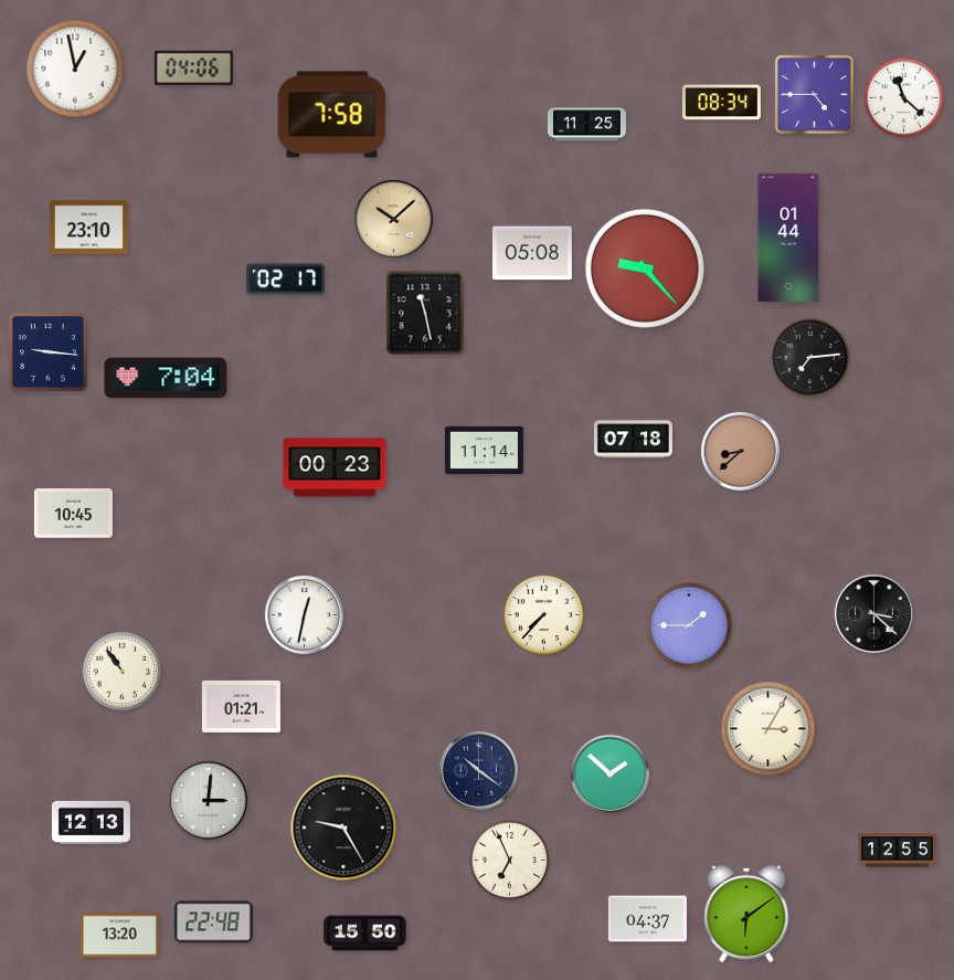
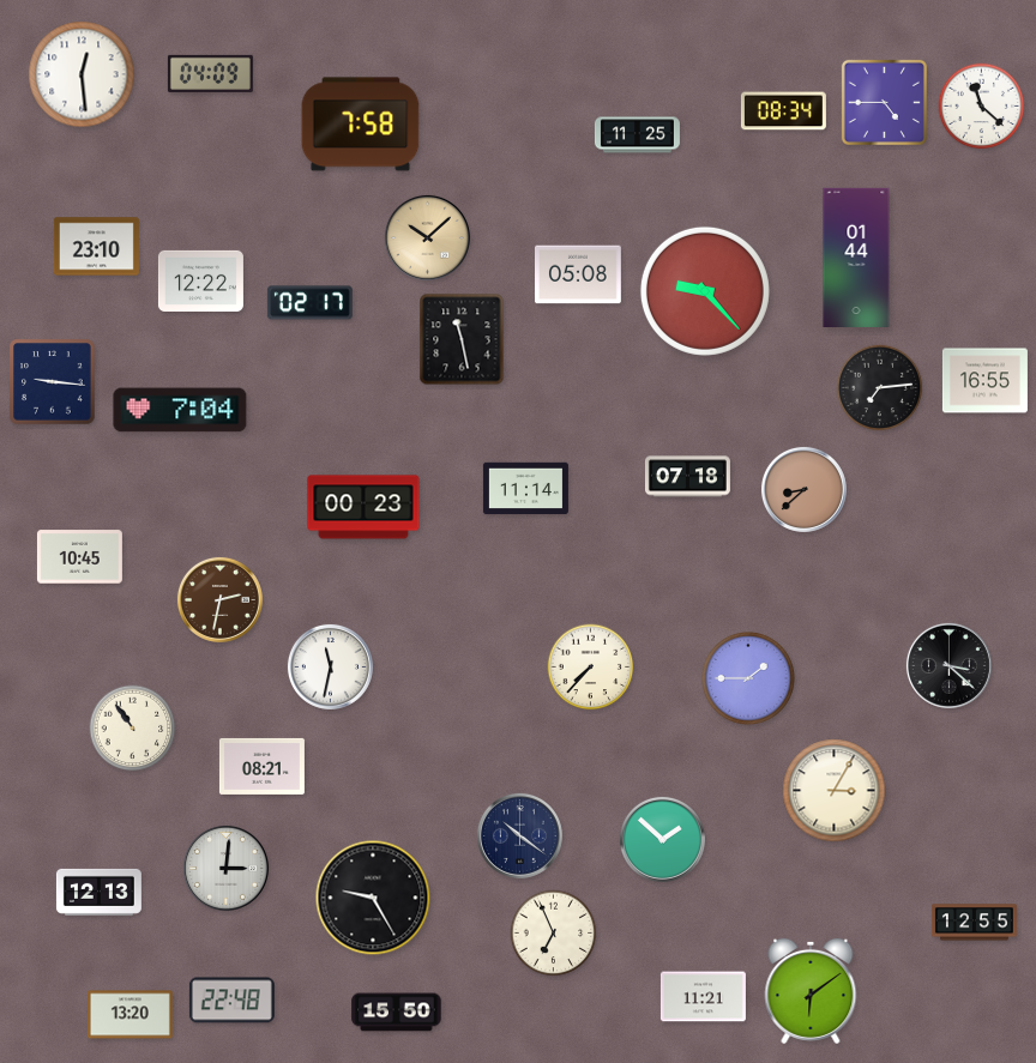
clock at (193, 67): 04:06 -> 04:09
clock at (75, 69): 12:58 -> 12:29
clock at (200, 280): none -> 12:22
clock at (645, 268) position: (645, 268) -> (705, 291)
clock at (984, 381): none -> 16:55
clock at (219, 599): none -> 2:32
clock at (304, 614): 12:32 -> 11:32
clock at (241, 706): 01:21 -> 08:21
clock at (647, 919): 04:37 -> 11:21
